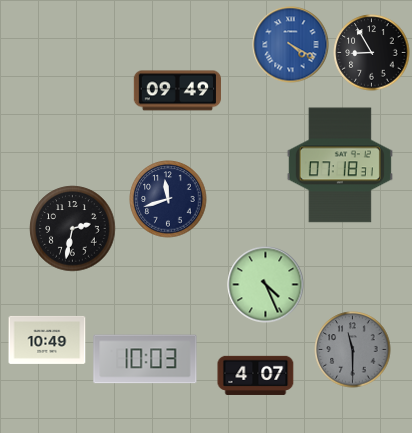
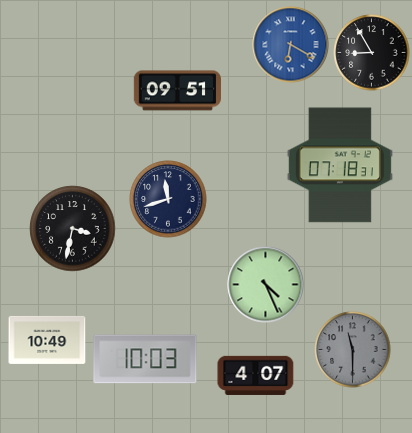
clock at (291, 45): 4:20 -> 6:20
clock at (177, 91): 09:49 -> 09:51
clock at (73, 229): 2:32 -> 3:32
